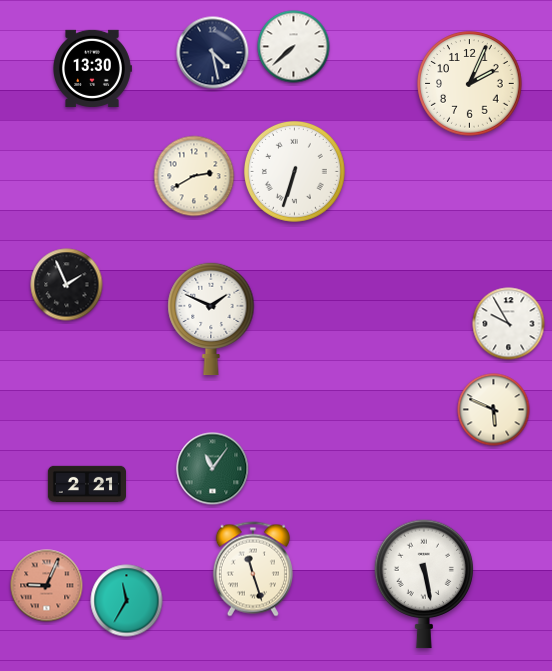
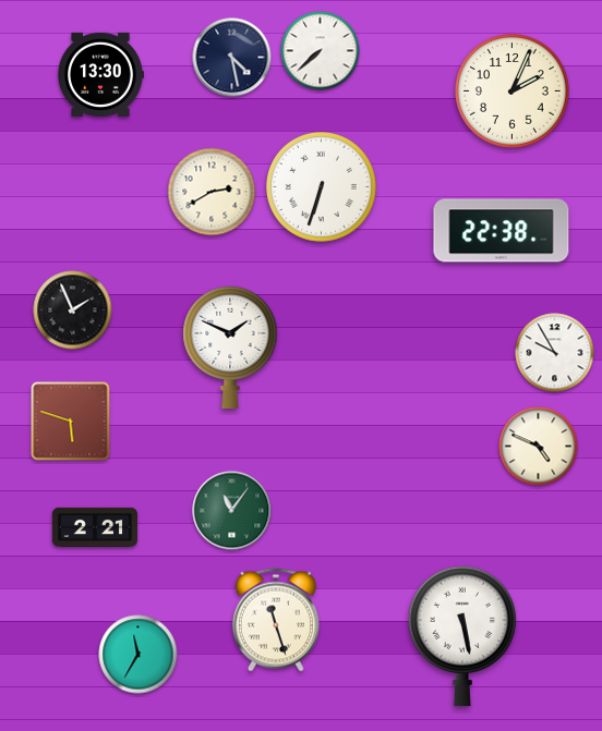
clock at (502, 231): none -> 22:38
clock at (71, 422): none -> 5:48
clock at (494, 410): 5:49 -> 4:49
clock at (47, 586): 9:04 -> none
